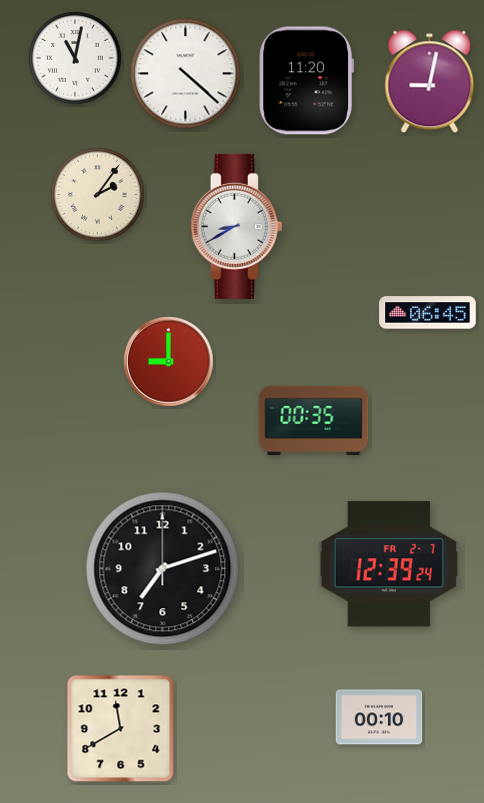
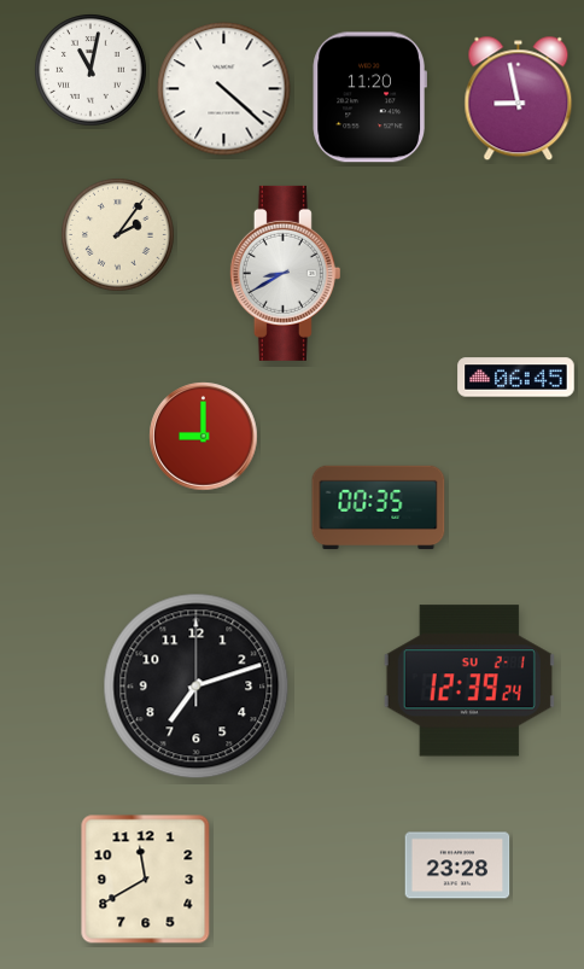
clock at (430, 82): 9:02 -> 8:58
clock at (389, 564) date: FR 2-7 -> SU 2-1
clock at (379, 717): 00:10 -> 23:28
